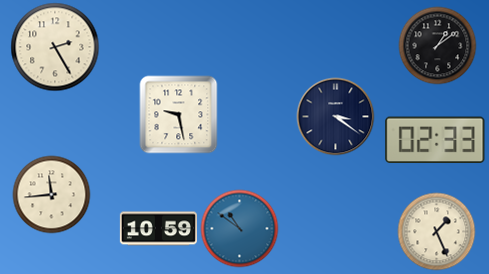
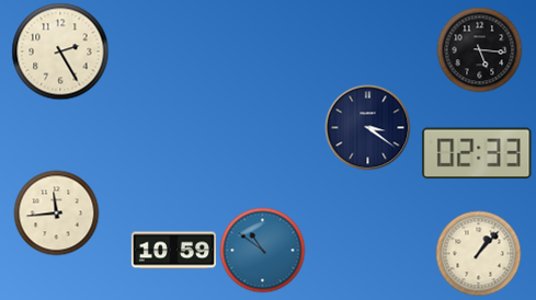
clock at (437, 45): 1:09 -> 5:16
clock at (178, 114): 9:28 -> none
clock at (436, 231): 1:26 -> 1:07
